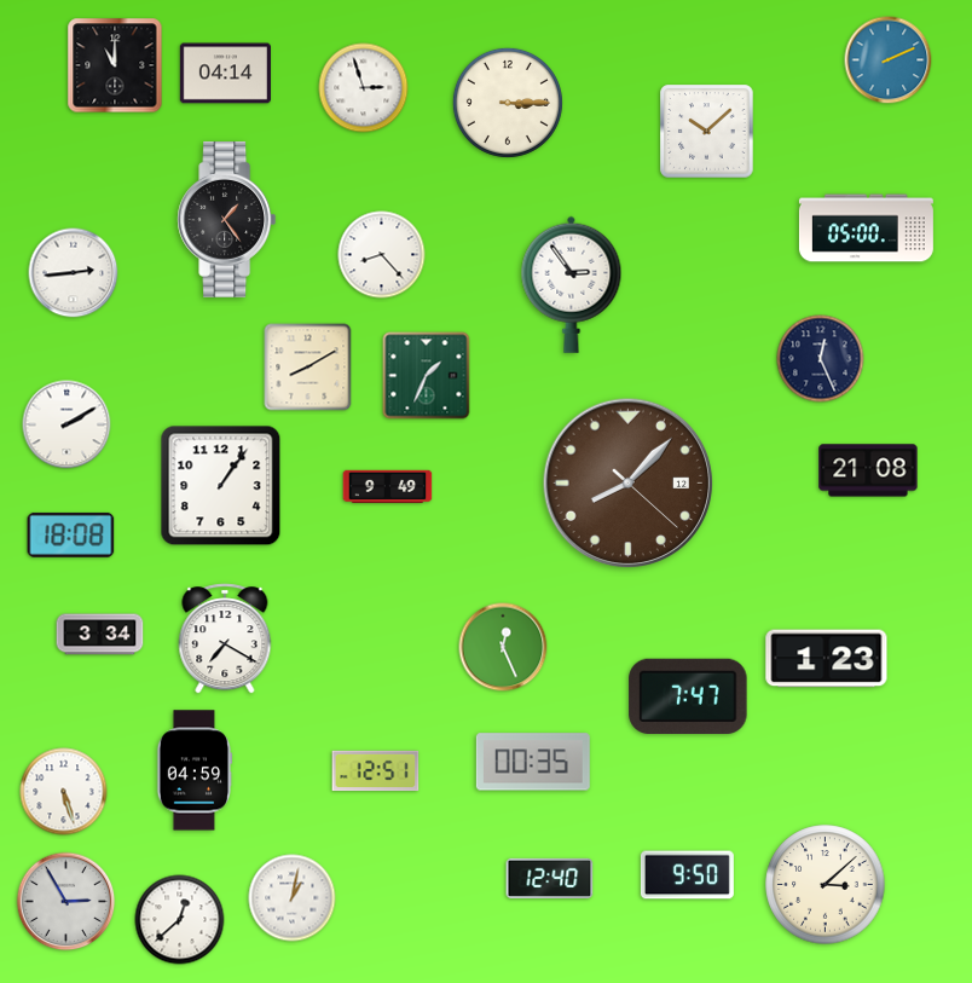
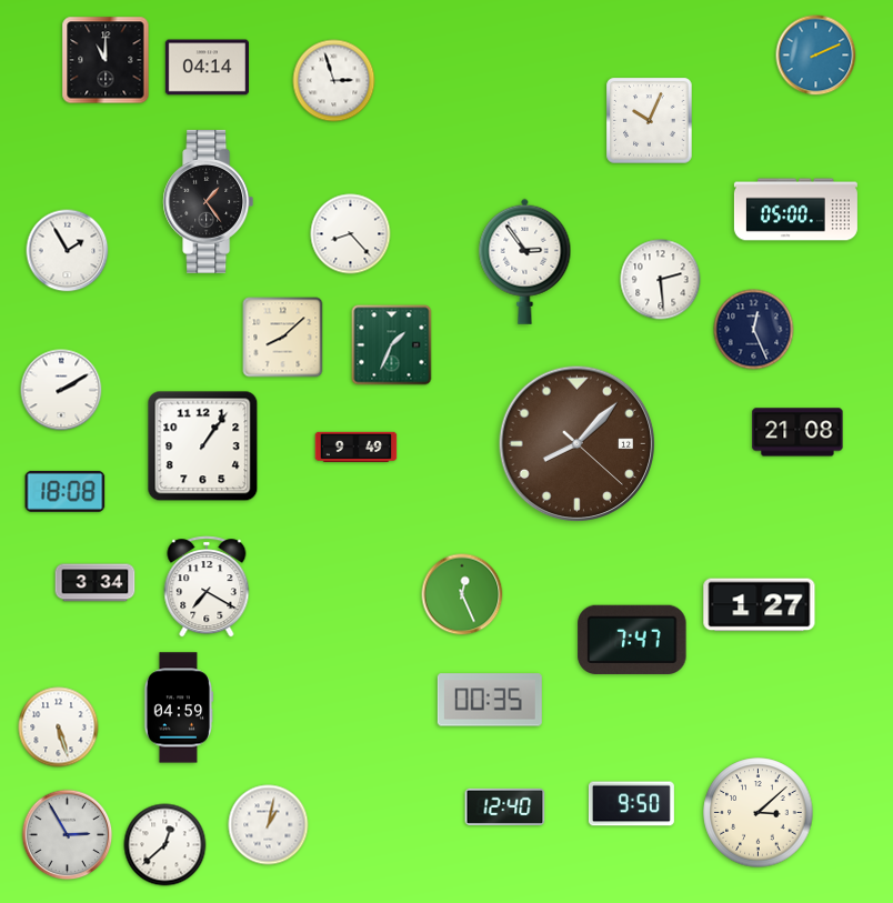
clock at (508, 103): 3:15 -> none
clock at (707, 132): 10:08 -> 10:04
clock at (74, 273): 2:44 -> 1:55
clock at (661, 280): none -> 2:29
clock at (308, 368): 8:10 -> 8:08
clock at (100, 635) position: (100, 635) -> (96, 583)
clock at (827, 659): 1:23 -> 1:27
clock at (376, 771): 12:51 -> none
clock at (66, 902) position: (66, 902) -> (68, 835)
